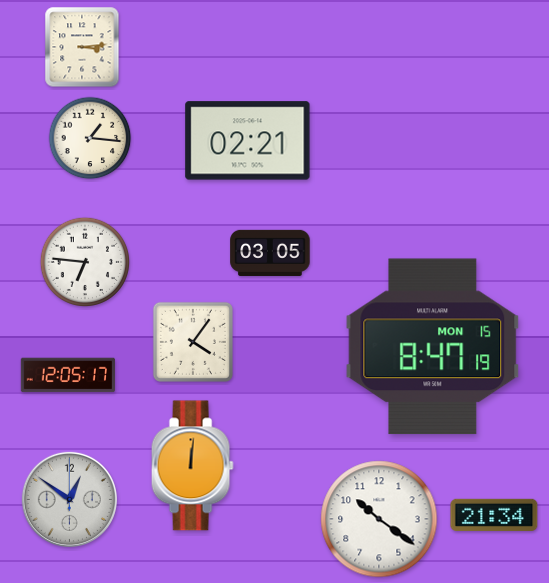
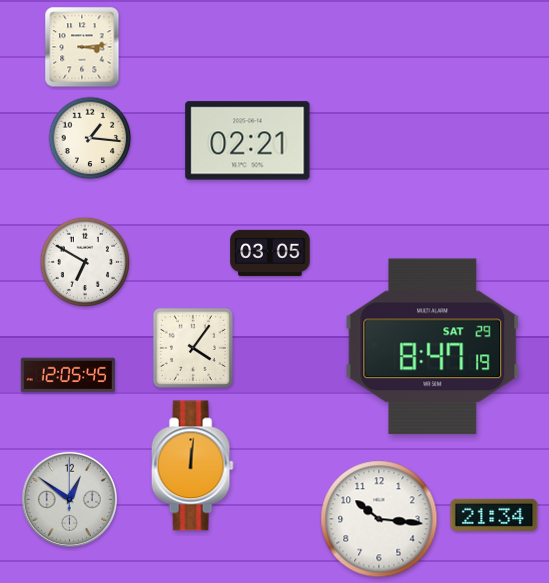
clock at (84, 261): 6:46 -> 6:50
clock at (193, 342) position: (193, 342) -> (193, 348)
clock at (433, 347) date: MON 15 -> SAT 29
clock at (68, 375): 12:05:17 -> 12:05:45
clock at (379, 519): 10:21 -> 10:16
